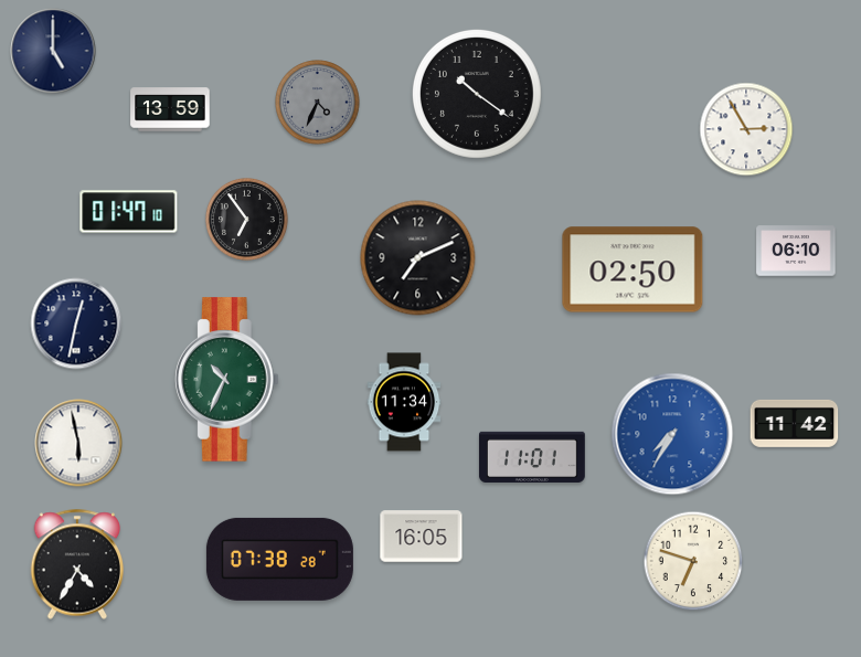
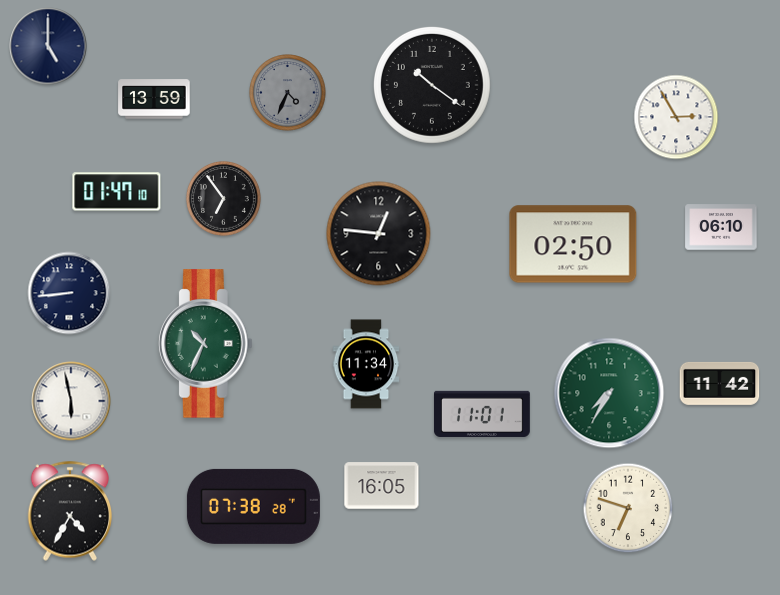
clock at (418, 258): 7:11 -> 12:46
clock at (76, 324): 12:32 -> 8:44
clock at (672, 434) dial: blue -> green
